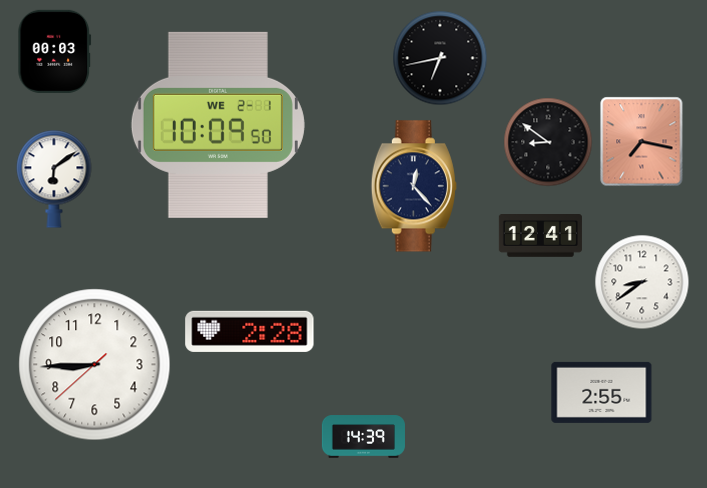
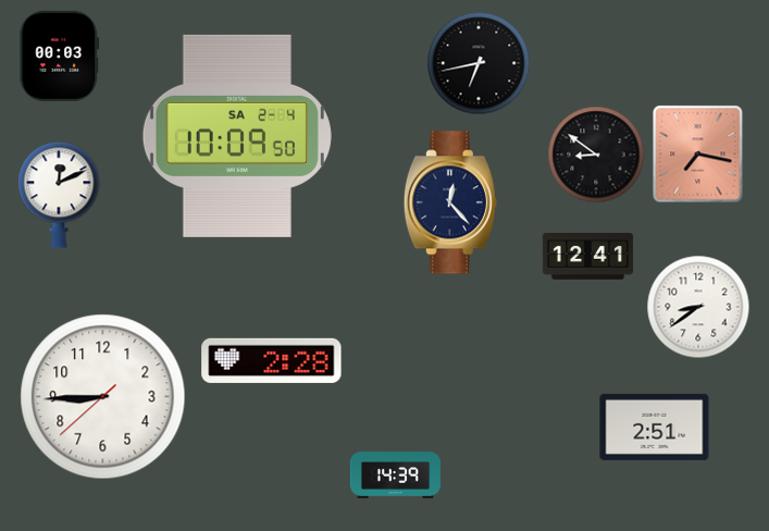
clock at (218, 125) date: WE 2-1 -> SA 2-4
clock at (54, 179): 6:09 -> 12:11
clock at (602, 392): 2:55 -> 2:51
